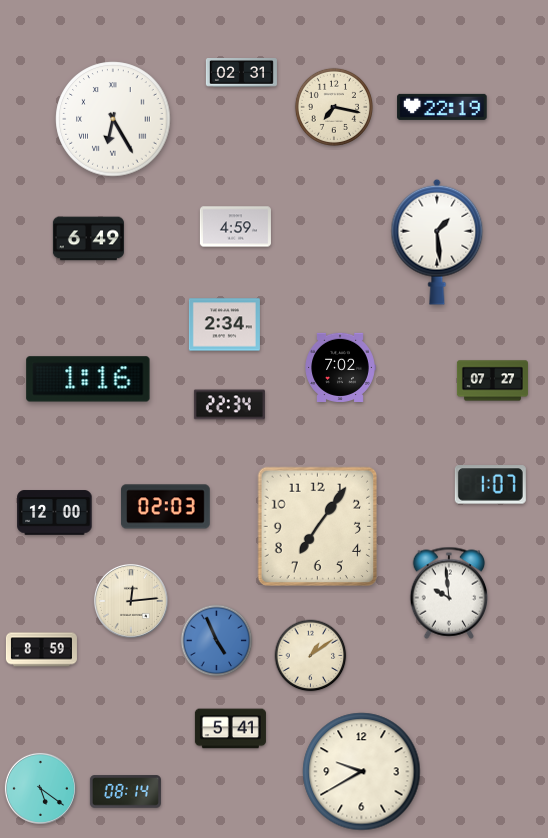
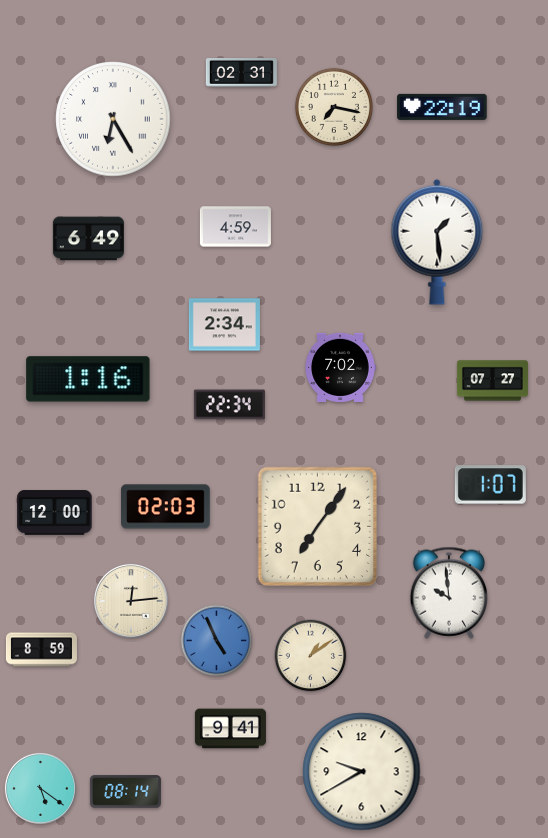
clock at (230, 729): 5:41 -> 9:41
